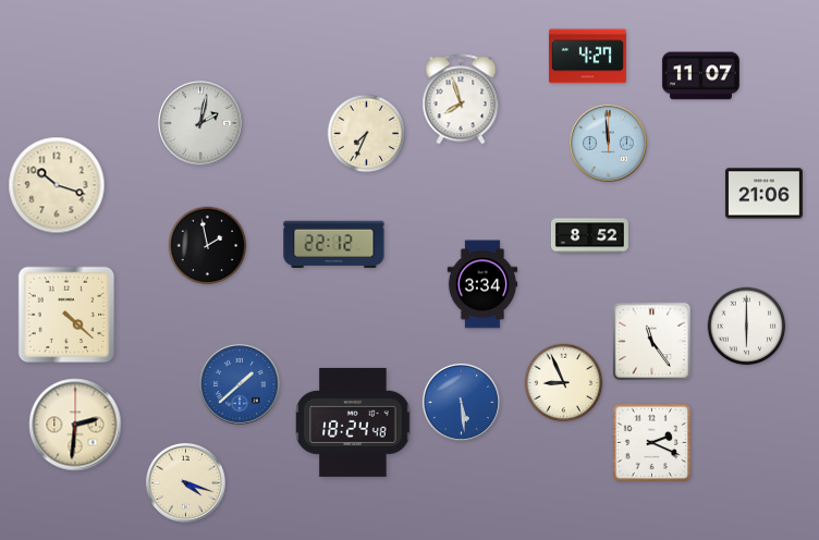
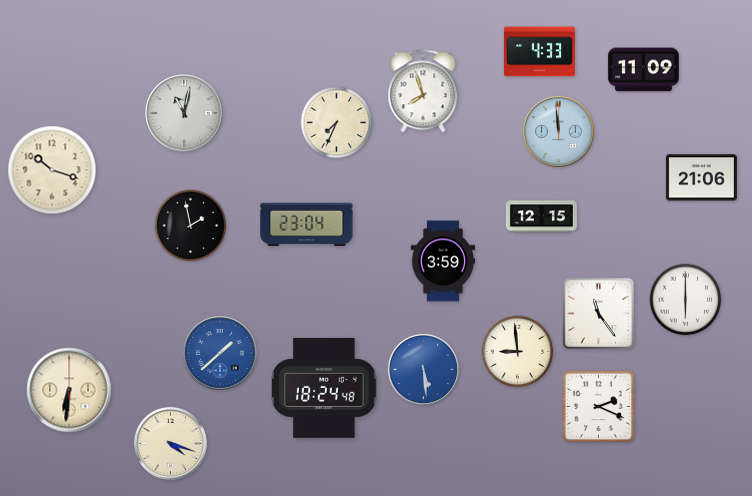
clock at (587, 57): 4:27 -> 4:33
clock at (700, 76): 11:07 -> 11:09
clock at (200, 123): 2:02 -> 11:02
clock at (589, 236): 8:52 -> 12:15
clock at (334, 245): 22:12 -> 23:04
clock at (482, 284): 3:34 -> 3:59
clock at (66, 315): 4:22 -> none
clock at (564, 383): 8:56 -> 8:59
clock at (75, 425): 2:31 -> 6:31
